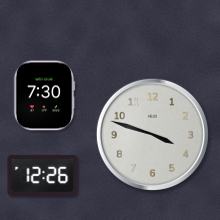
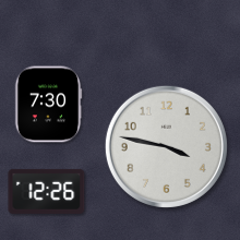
clock at (152, 134): 3:48 -> 3:47
